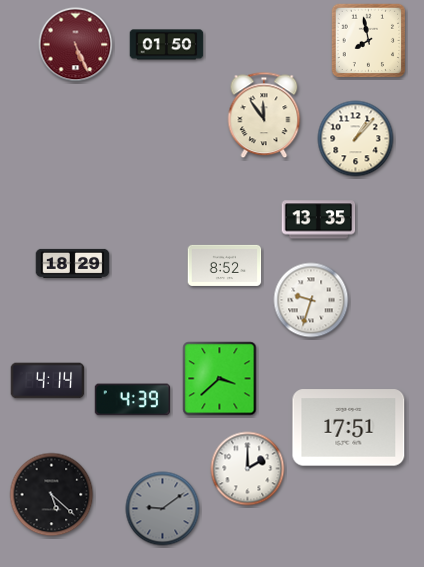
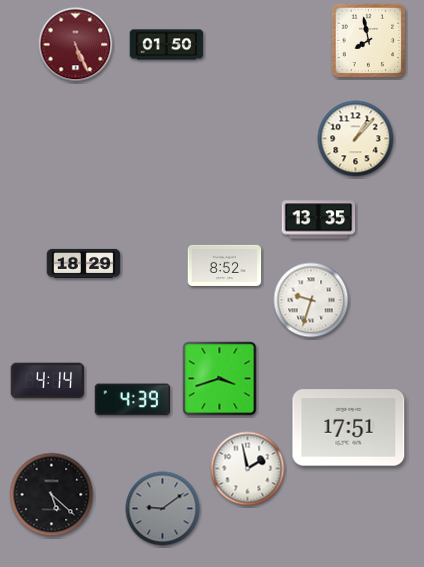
clock at (264, 115): 11:54 -> none
clock at (73, 263) position: (73, 263) -> (84, 263)
clock at (220, 379): 3:38 -> 3:42
clock at (248, 469): 2:00 -> 1:58
